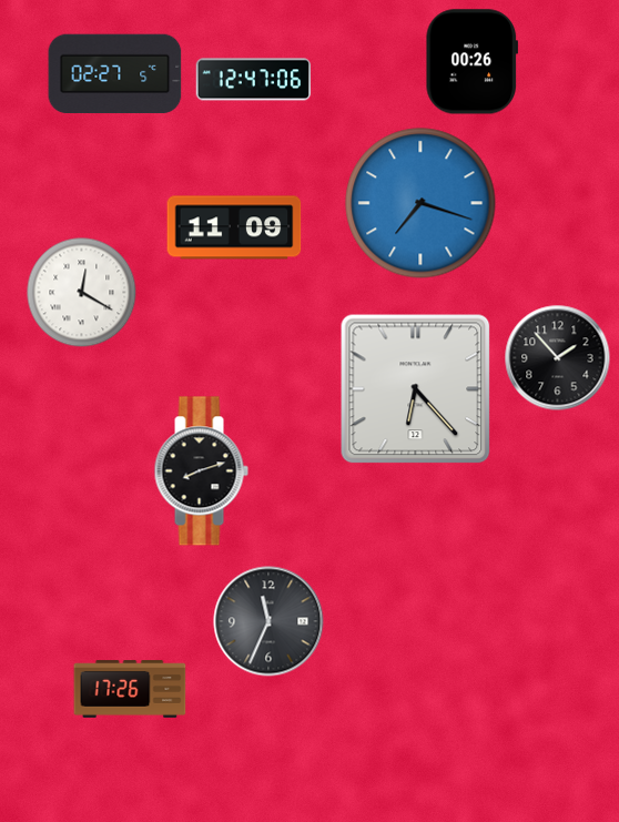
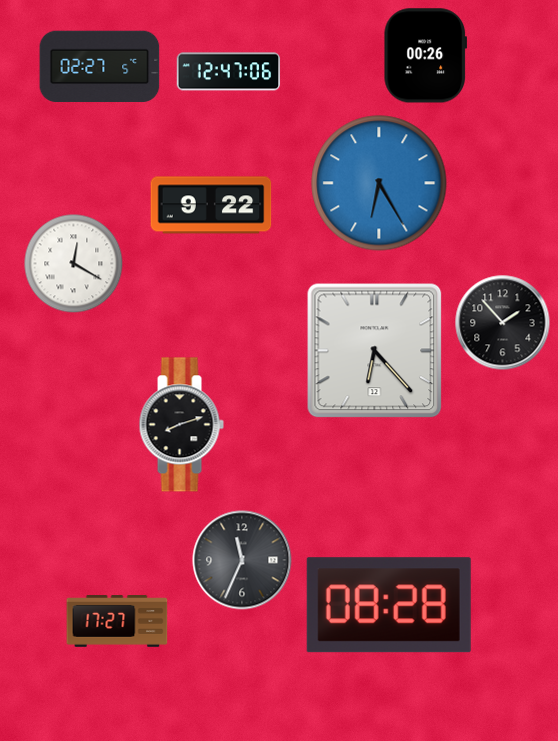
clock at (115, 74) position: (115, 74) -> (100, 67)
clock at (420, 203): 7:18 -> 6:25
clock at (234, 227): 11:09 -> 9:22
clock at (389, 605): none -> 08:28
clock at (130, 689): 17:26 -> 17:27
